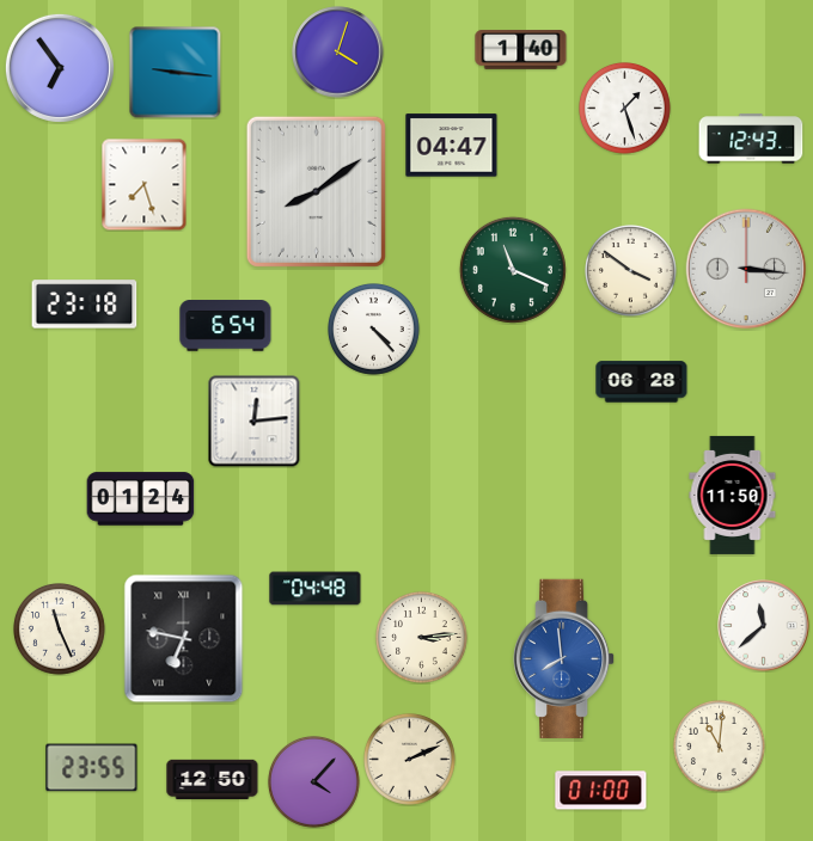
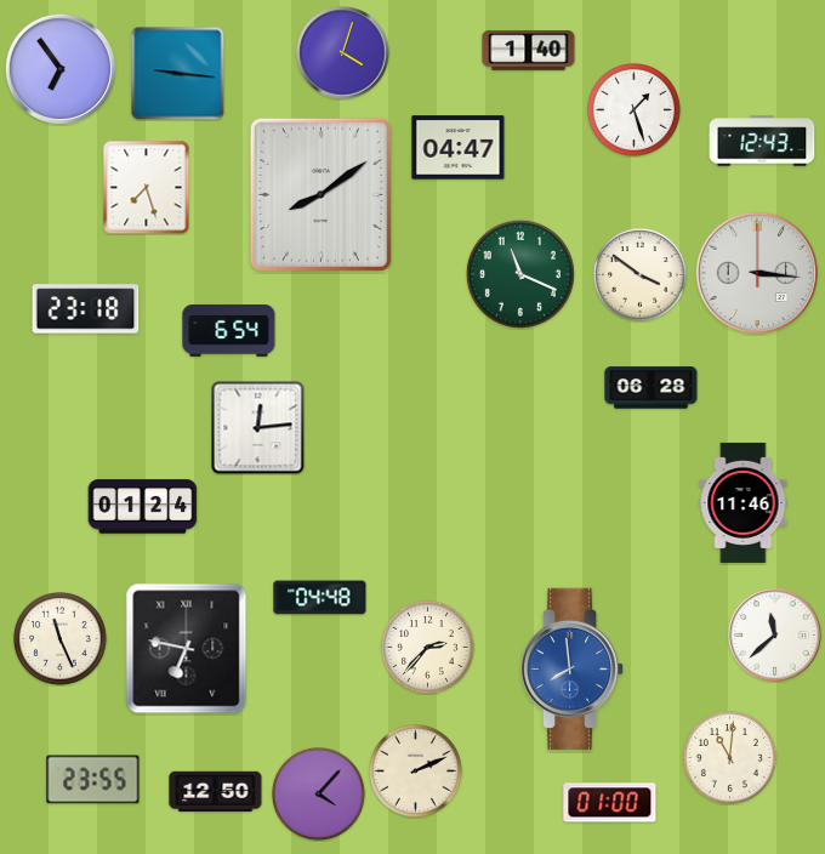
clock at (374, 330): 4:23 -> none
clock at (733, 495): 11:50 -> 11:46
clock at (422, 638): 3:14 -> 2:37
